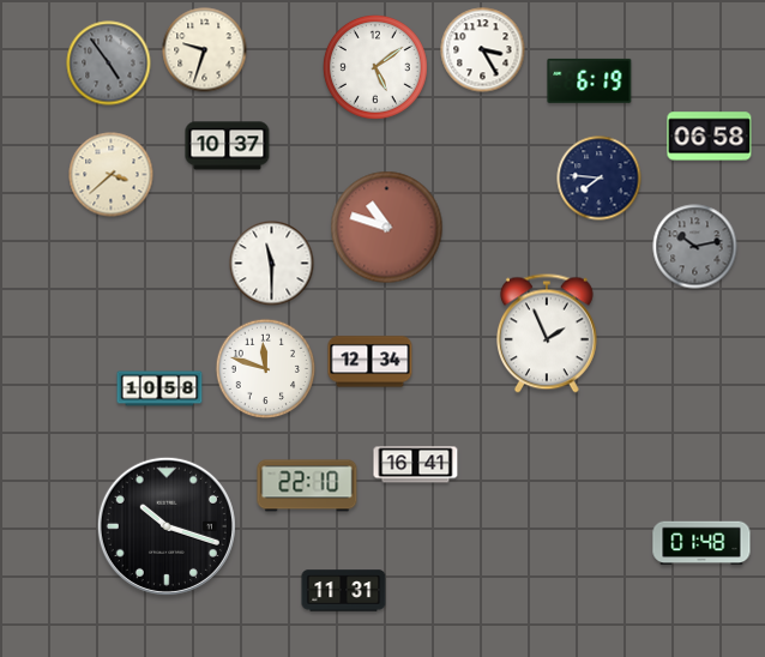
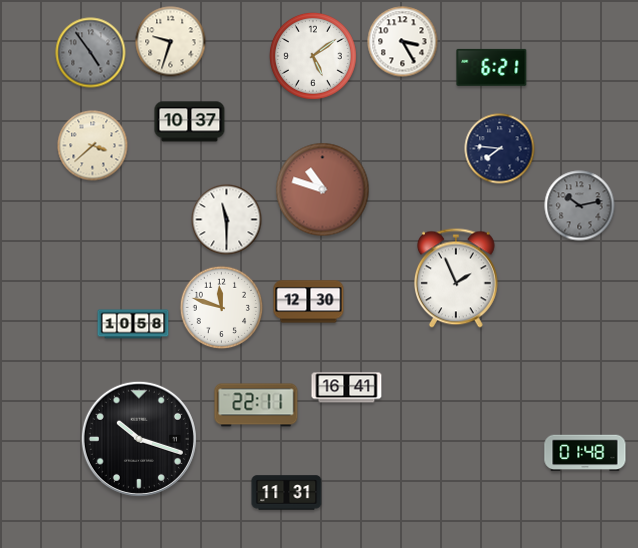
clock at (590, 80): 6:19 -> 6:21
clock at (710, 137): 06:58 -> none
clock at (371, 362): 12:34 -> 12:30
clock at (307, 486): 22:10 -> 22:11
